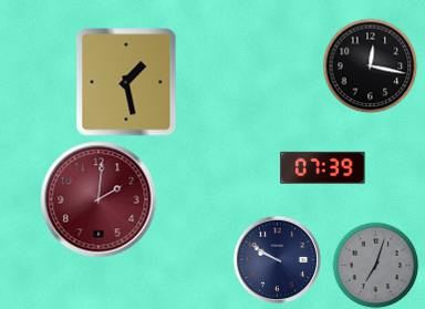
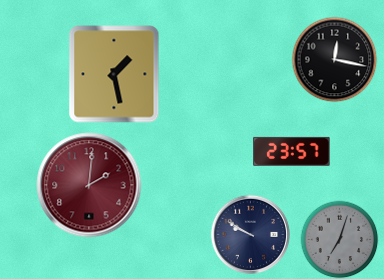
clock at (323, 167): 07:39 -> 23:57
clock at (99, 199) position: (99, 199) -> (89, 185)
